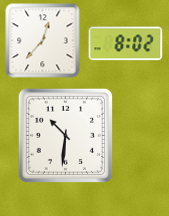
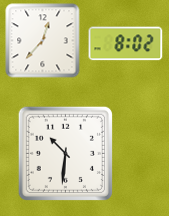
clock at (65, 135) position: (65, 135) -> (65, 153)
